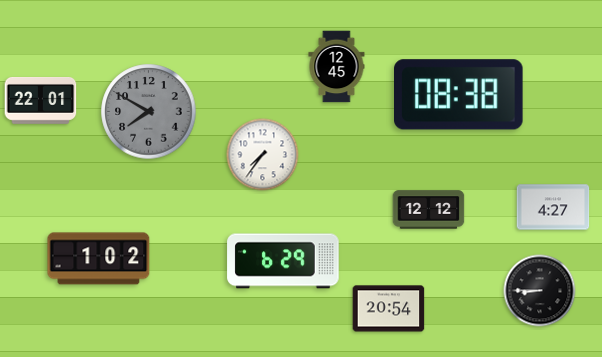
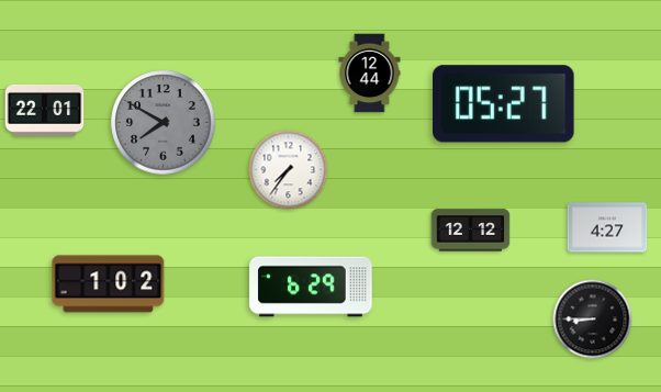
clock at (337, 67): 12:45 -> 12:44
clock at (459, 95): 08:38 -> 05:27
clock at (389, 309): 20:54 -> none
